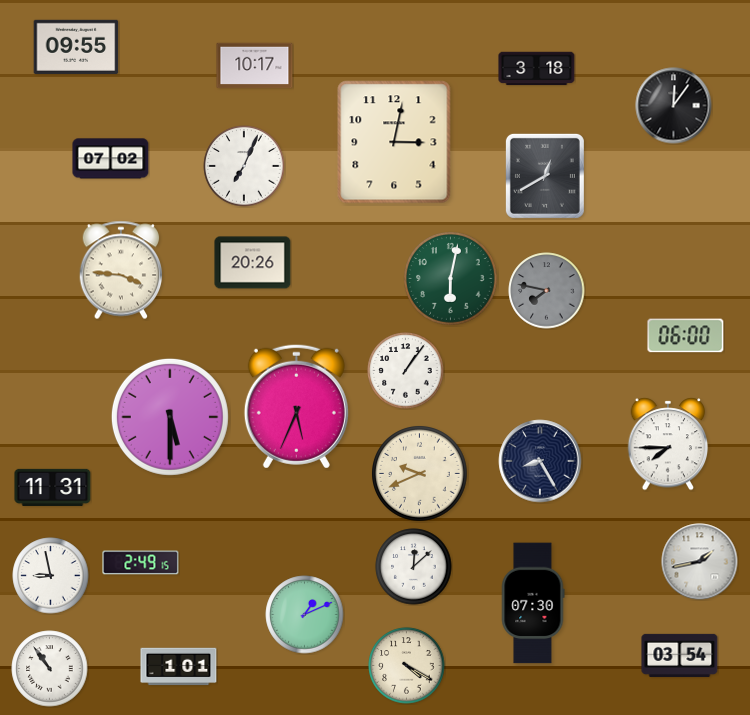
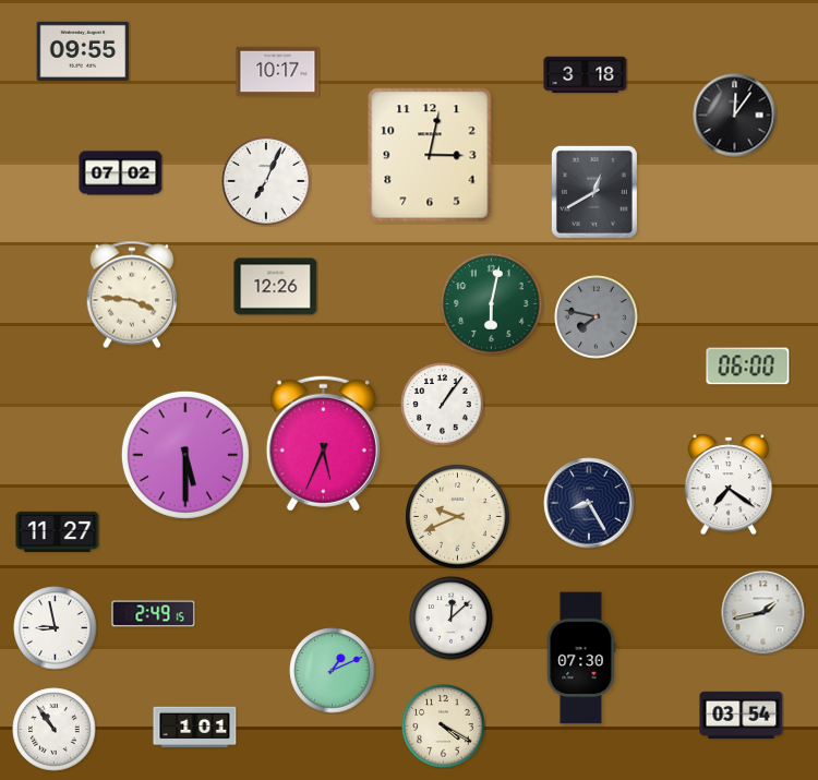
clock at (253, 263): 20:26 -> 12:26
clock at (668, 444): 7:45 -> 7:21
clock at (53, 487): 11:31 -> 11:27
